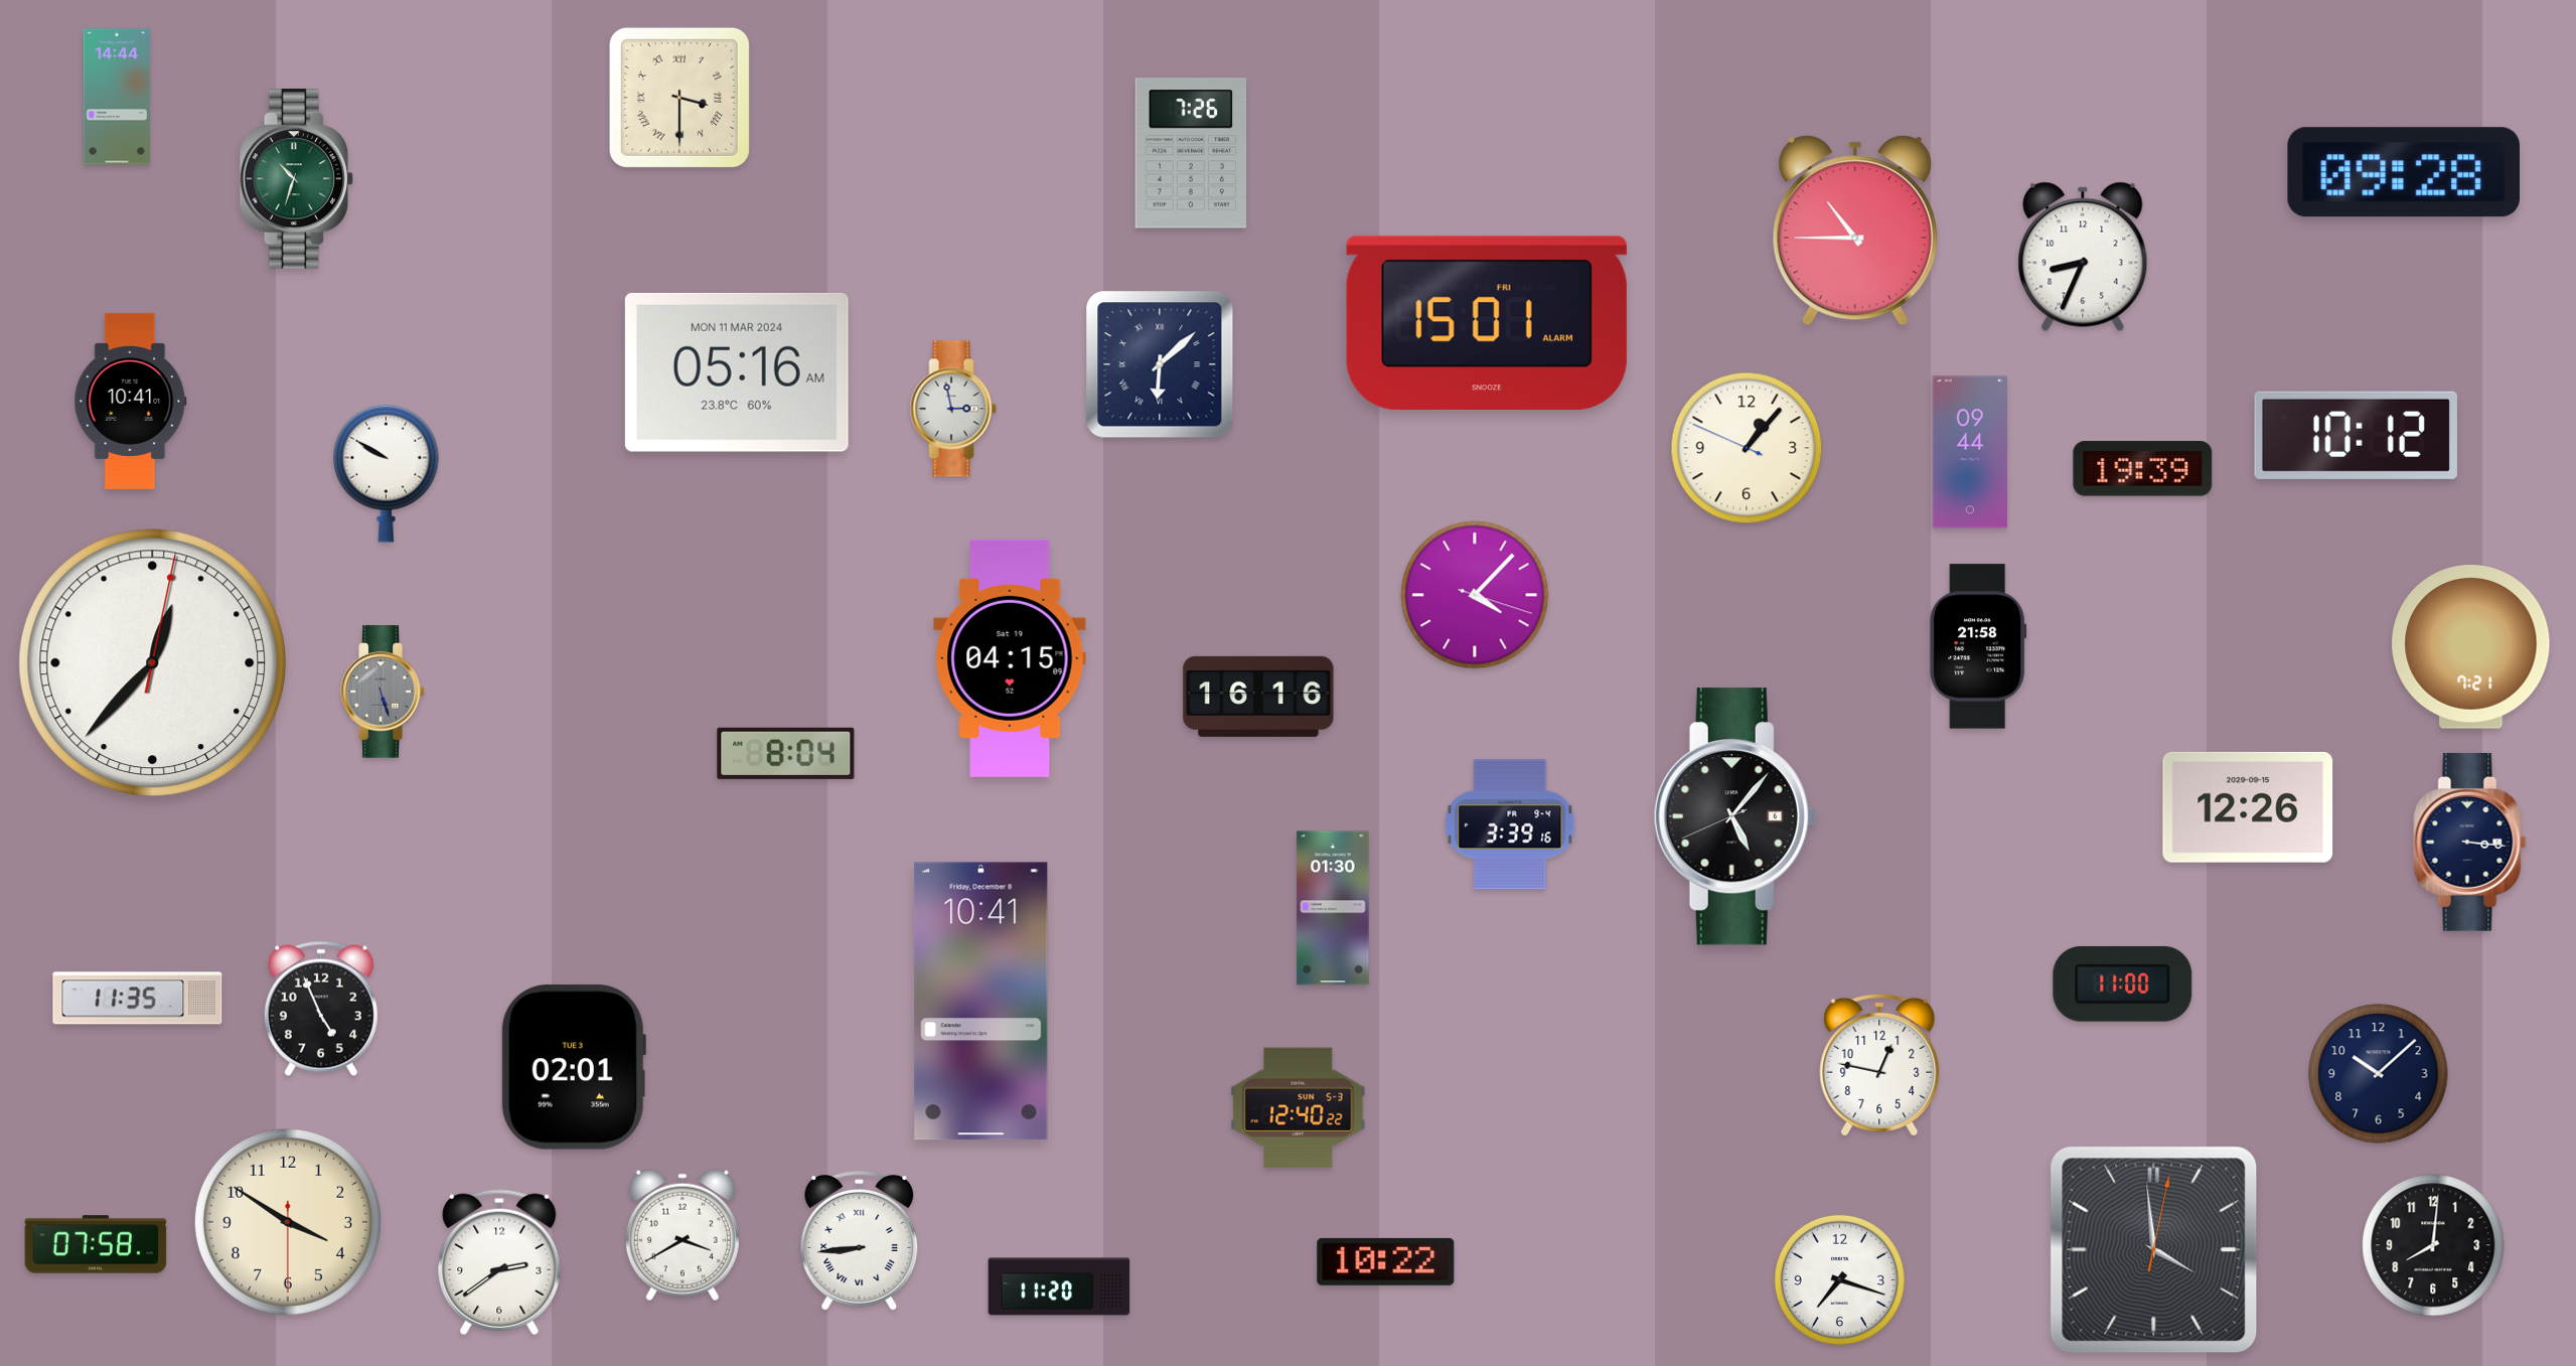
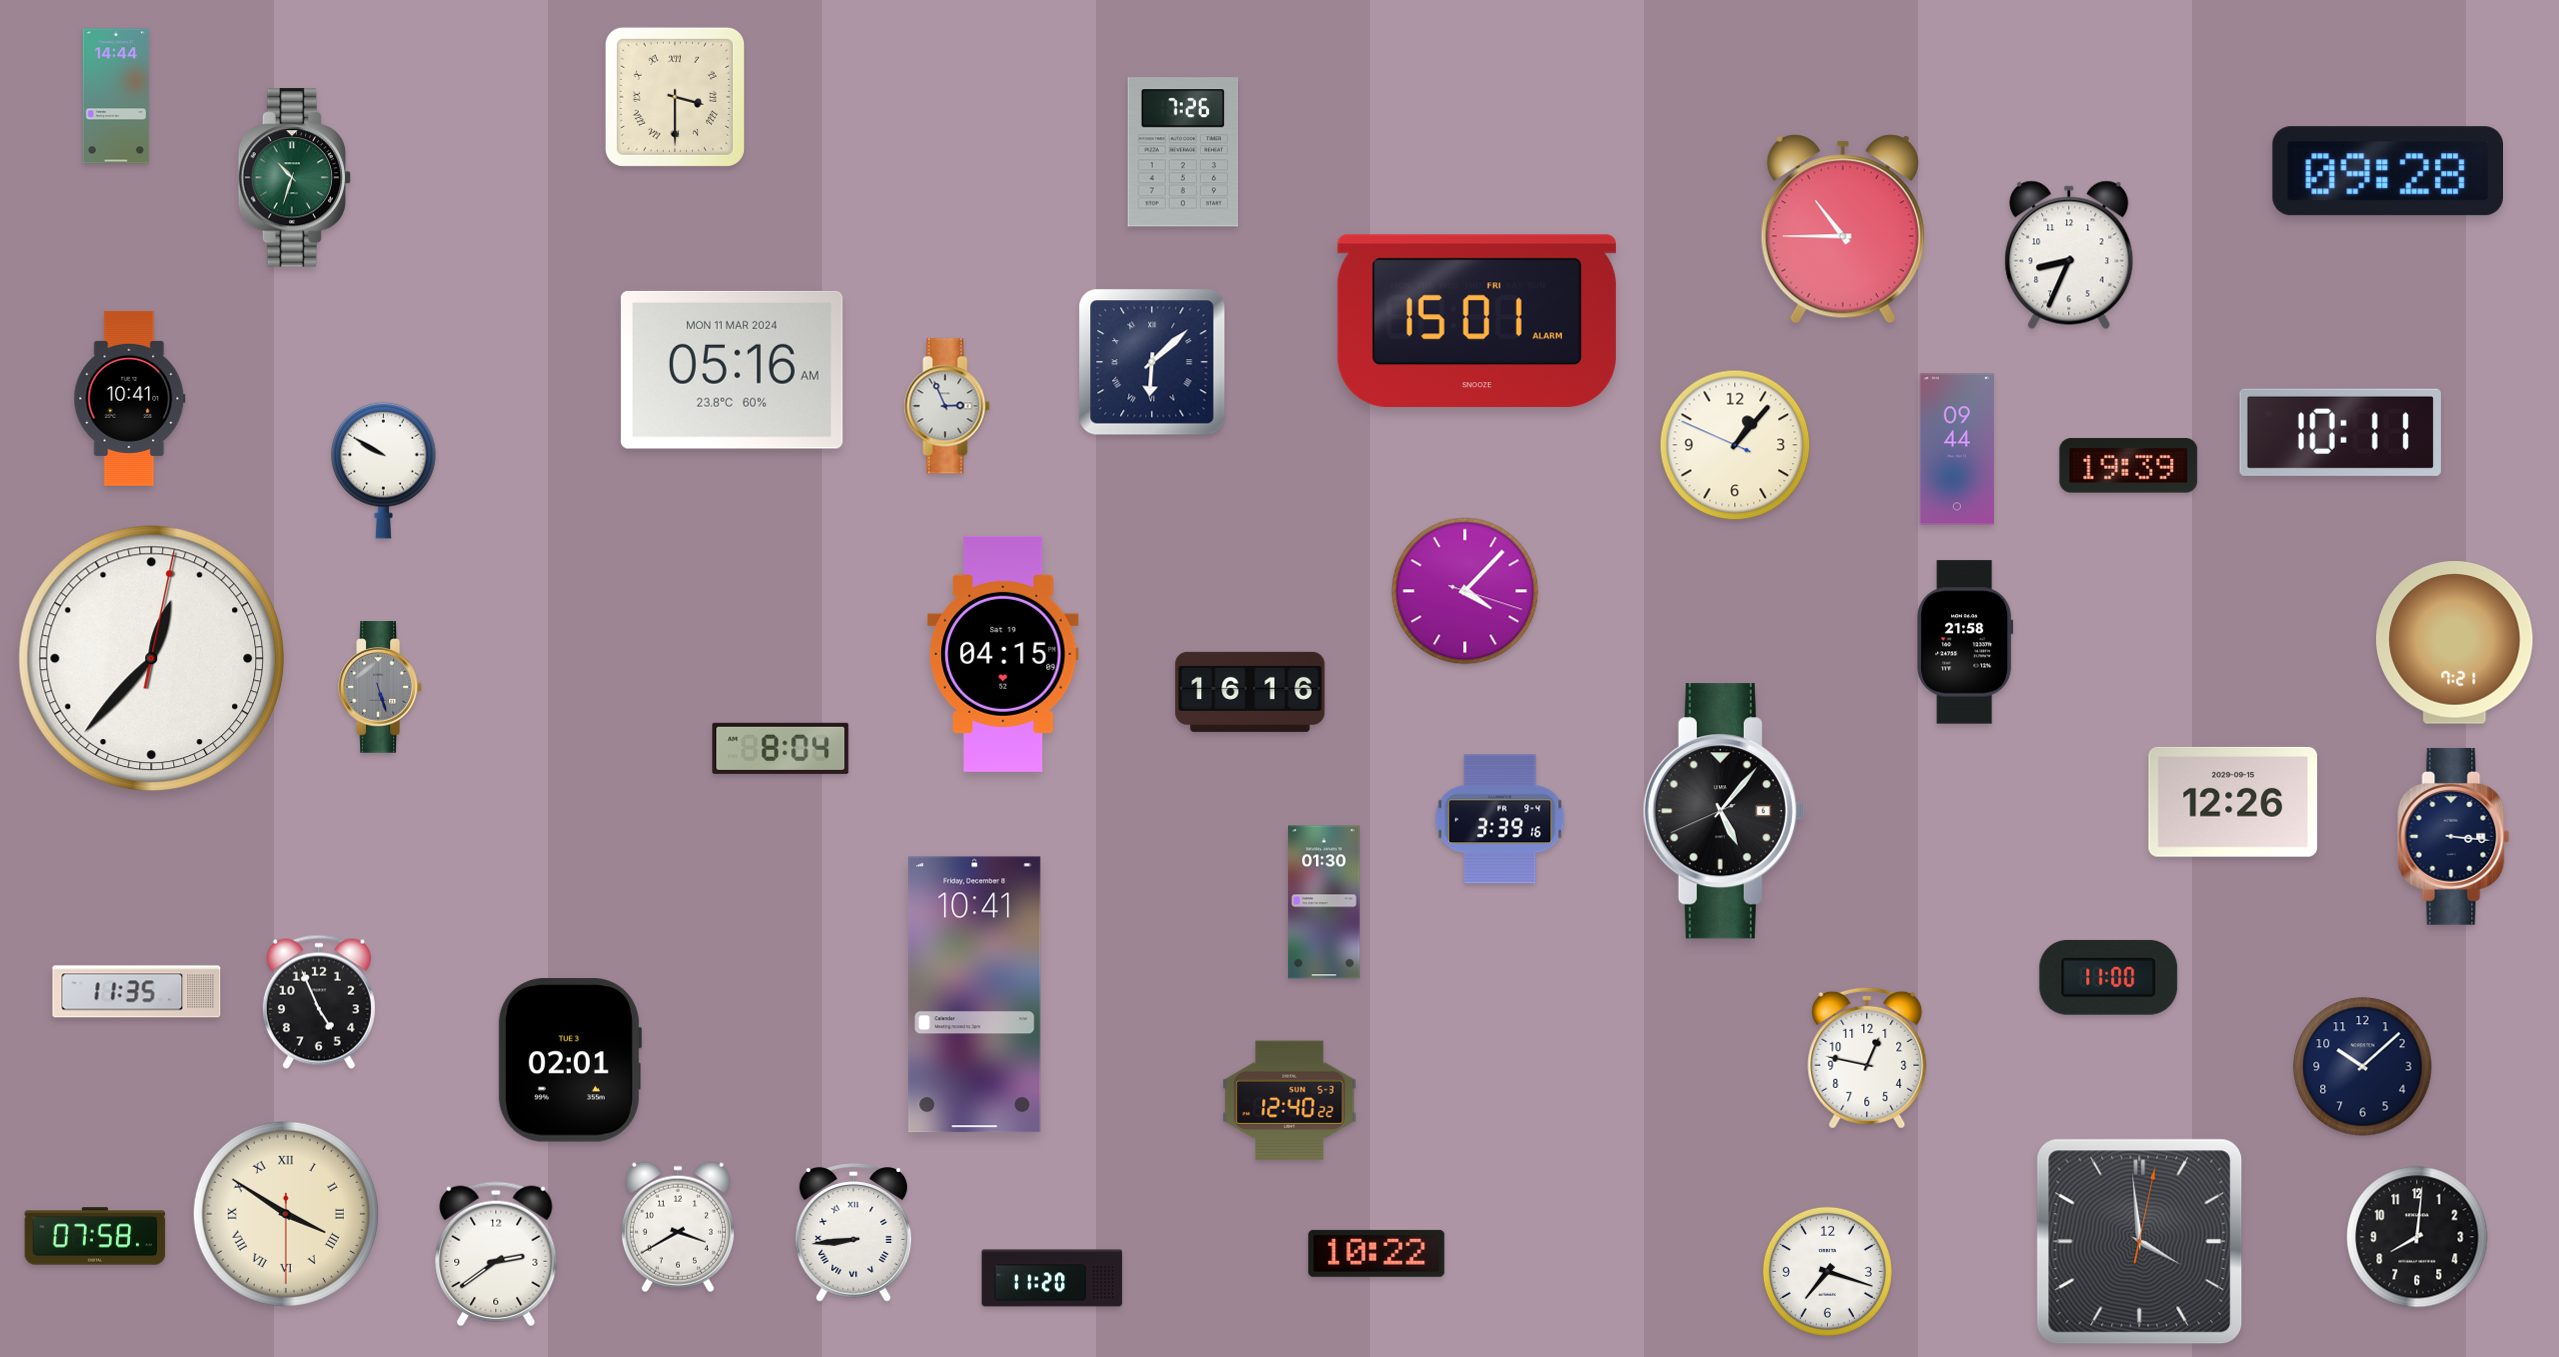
clock at (953, 409): 2:58 -> 2:56
clock at (2356, 435): 10:12 -> 10:11
clock at (288, 1222) numerals: Arabic -> Roman
